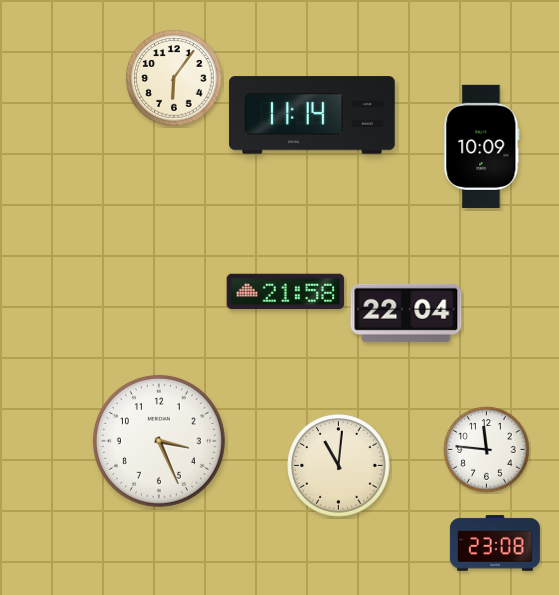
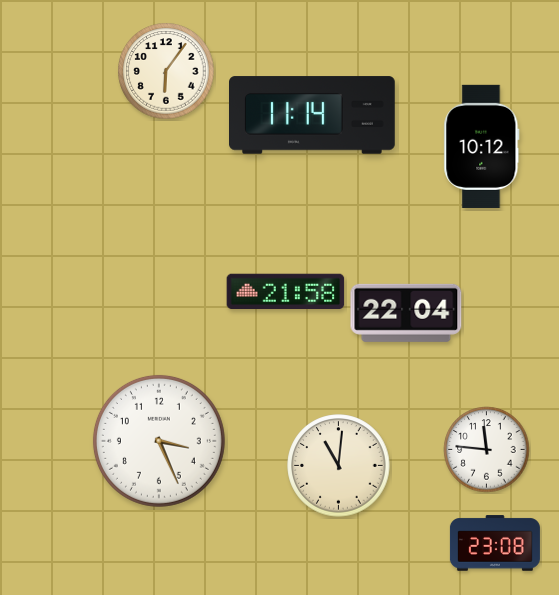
clock at (174, 78) position: (174, 78) -> (166, 71)
clock at (482, 146): 10:09 -> 10:12
